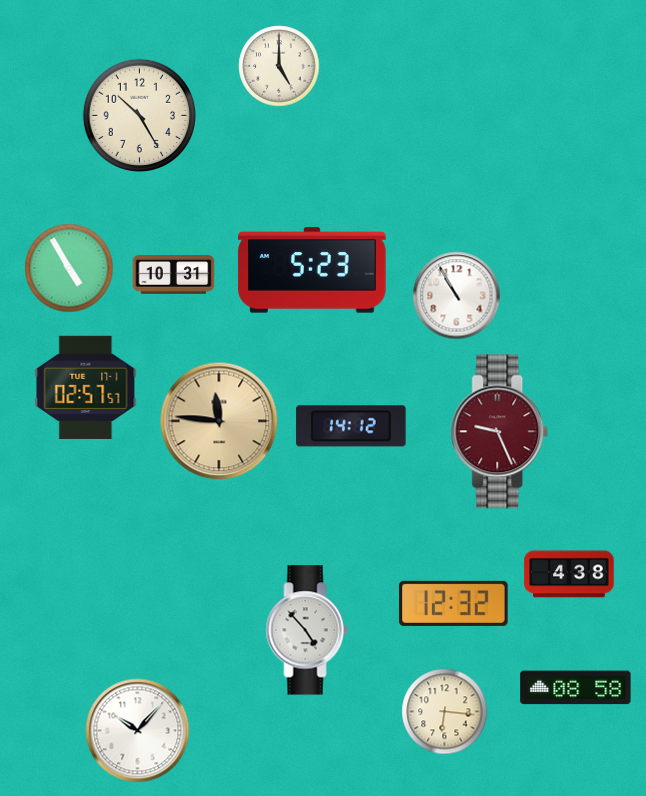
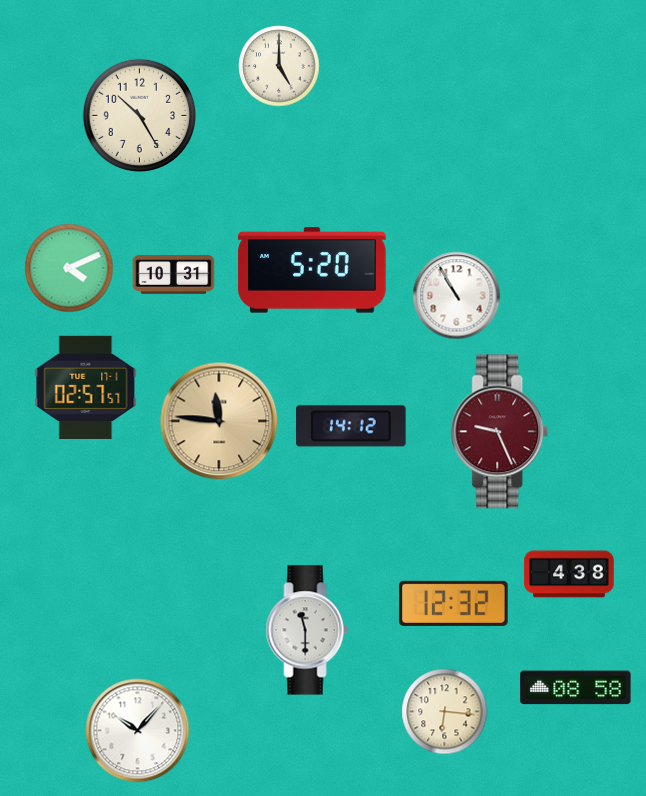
clock at (69, 268): 4:55 -> 4:11
clock at (312, 270): 5:23 -> 5:20
clock at (307, 630): 4:53 -> 11:30
